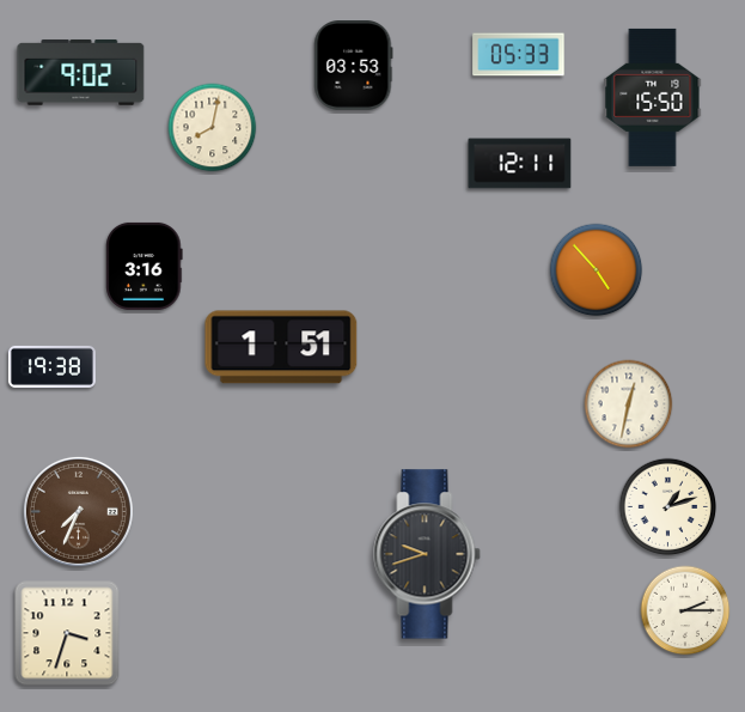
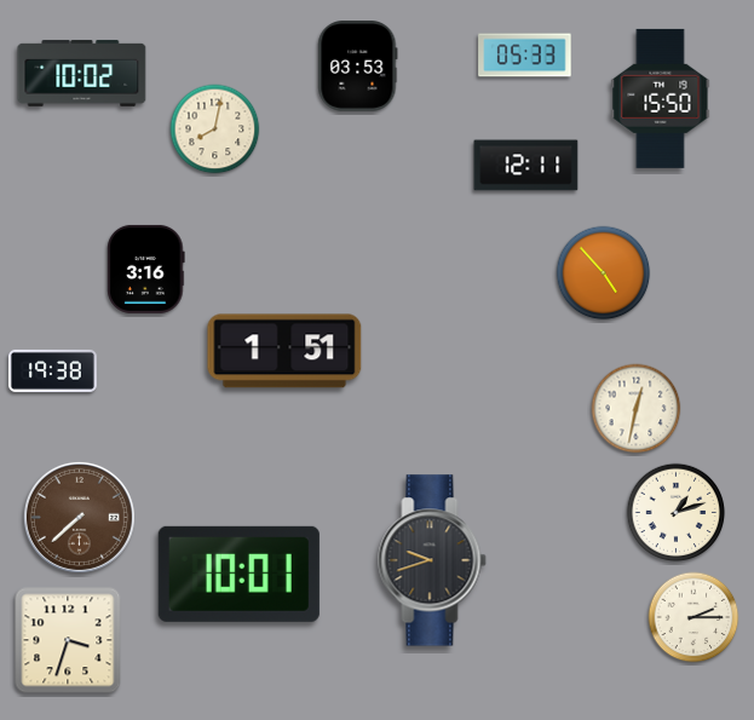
clock at (81, 72): 9:02 -> 10:02
clock at (78, 511): 7:34 -> 7:38
clock at (238, 574): none -> 10:01
